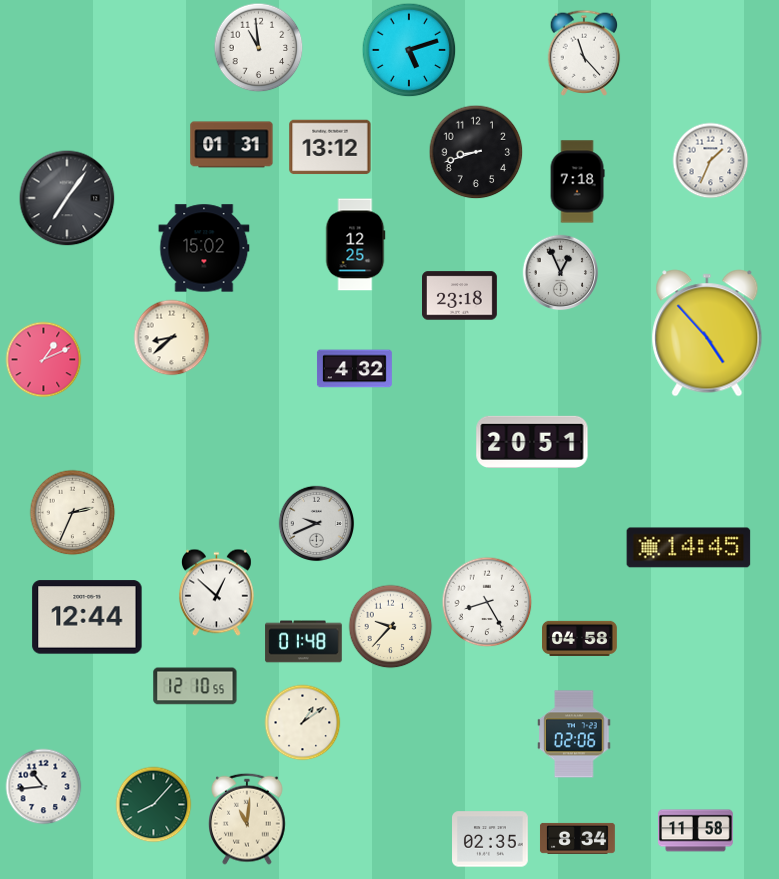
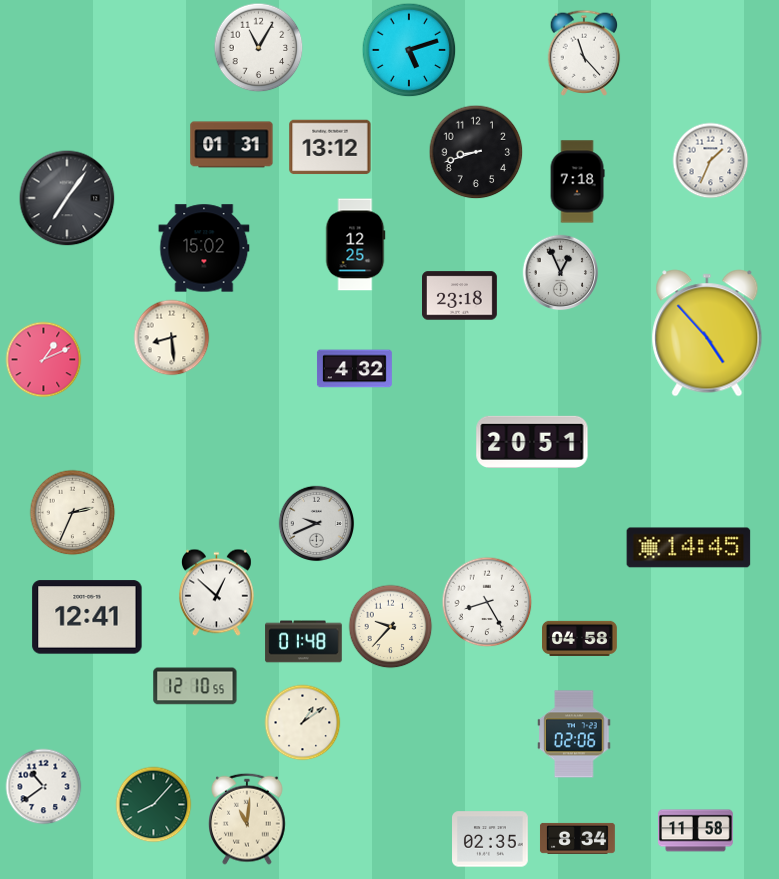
clock at (259, 48): 10:59 -> 11:05
clock at (172, 338): 8:38 -> 8:29
clock at (87, 617): 12:44 -> 12:41
clock at (44, 787): 10:44 -> 10:39
